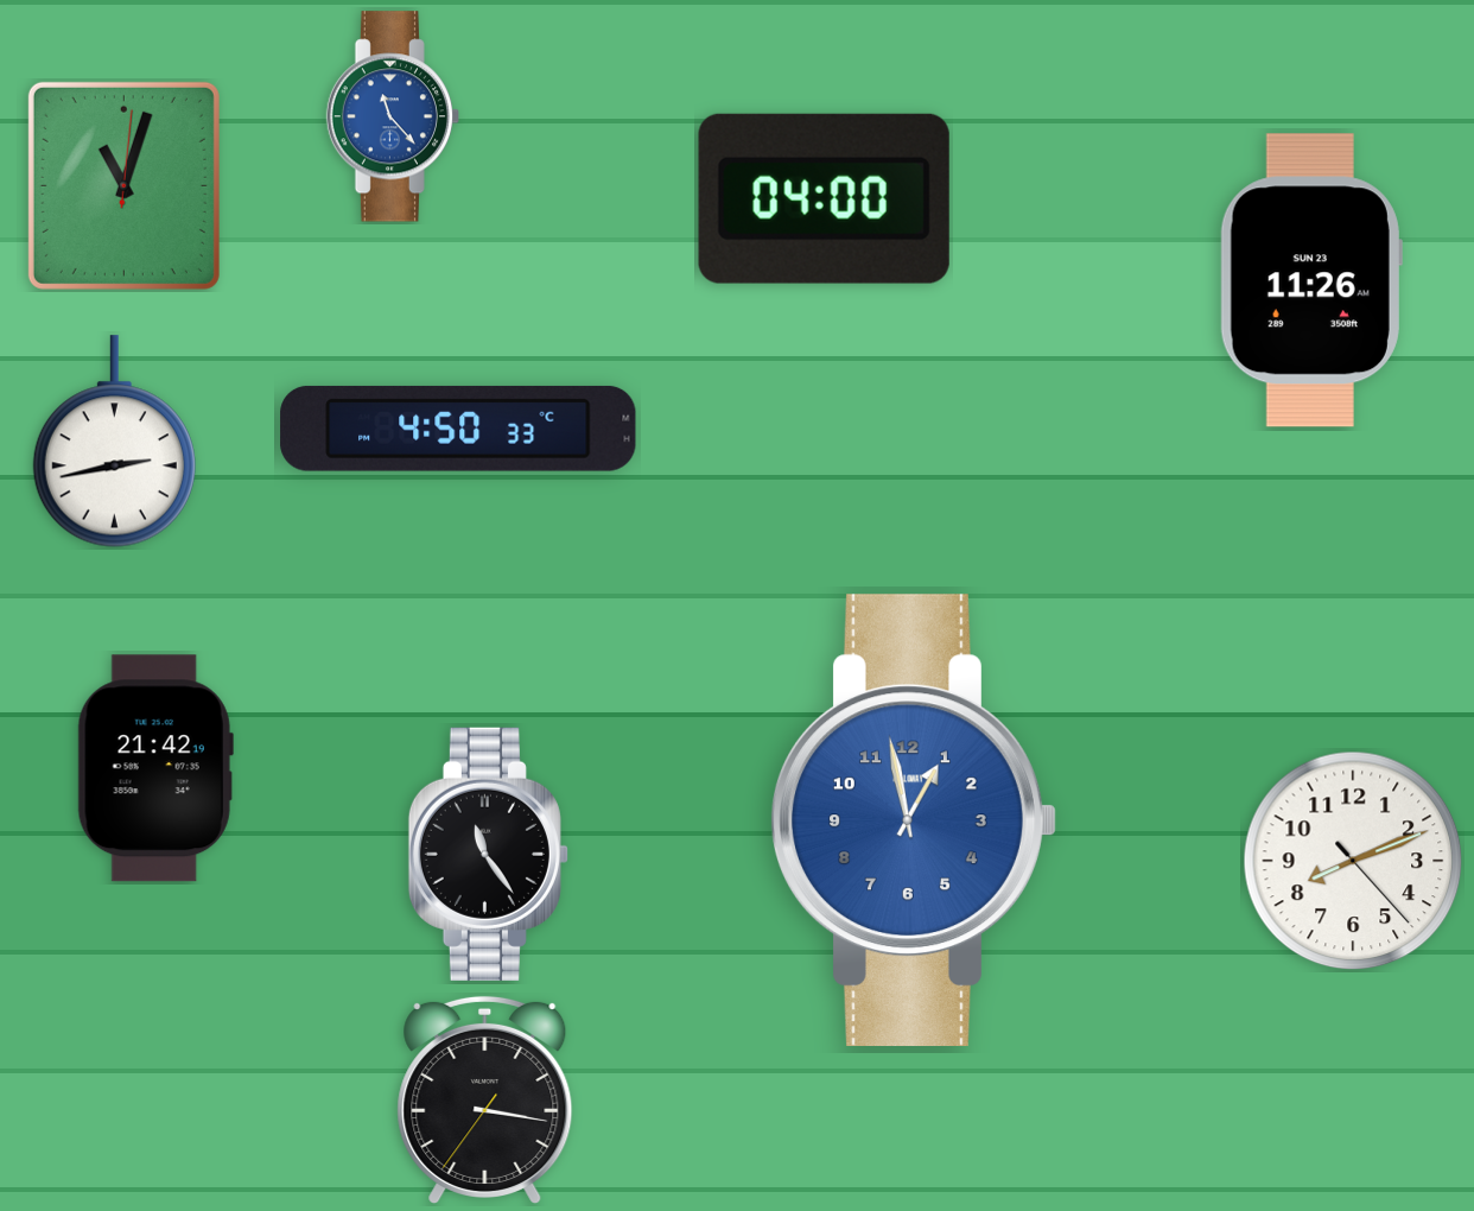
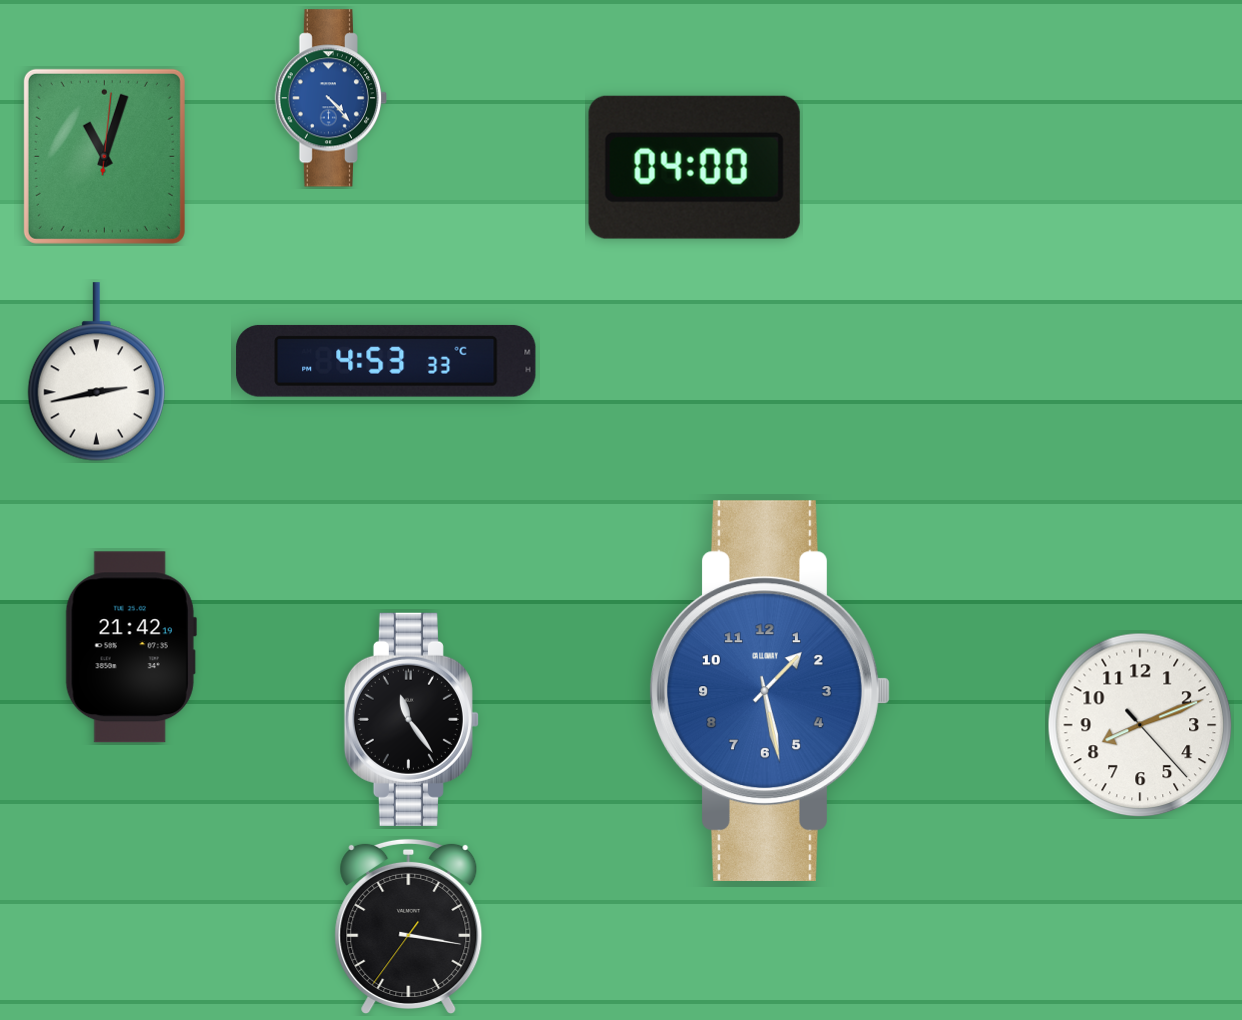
clock at (392, 116): 11:23 -> 4:23
clock at (1311, 280): 11:26 -> none
clock at (458, 429): 4:50 -> 4:53
clock at (914, 819): 12:58 -> 1:28
